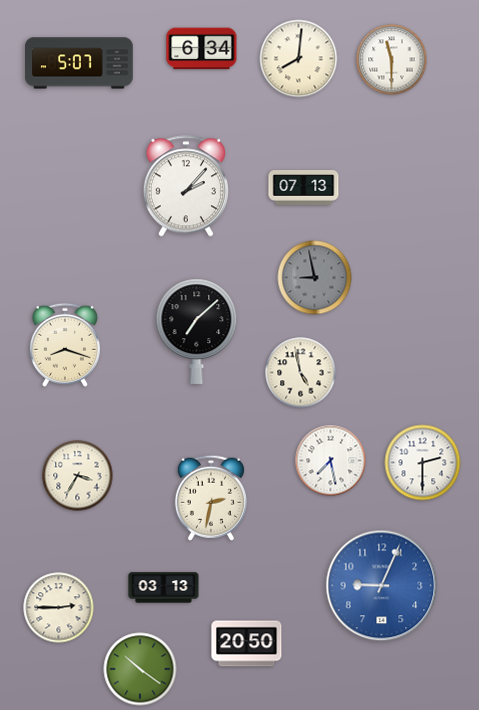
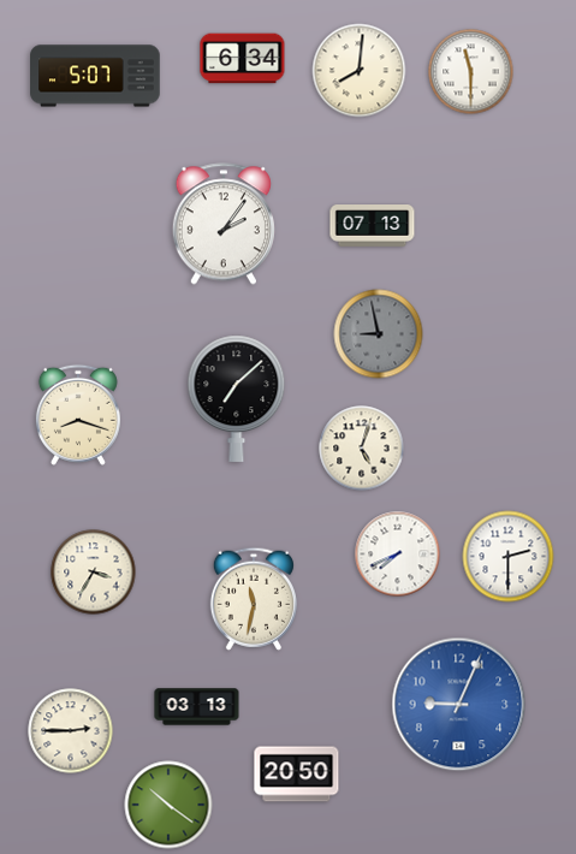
clock at (186, 186): 2:07 -> 2:06
clock at (304, 188) position: (304, 188) -> (373, 226)
clock at (301, 373): 4:58 -> 5:03
clock at (331, 461): 7:28 -> 7:41
clock at (211, 498): 2:32 -> 11:32
